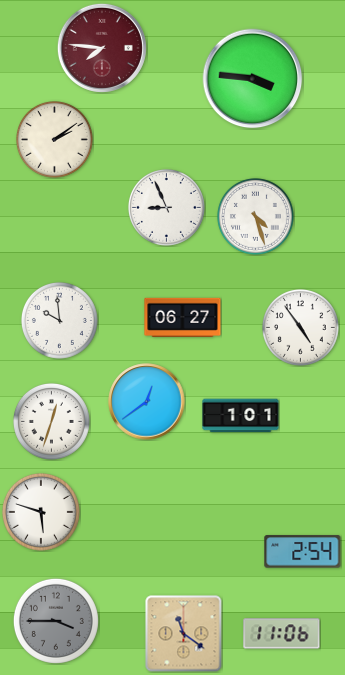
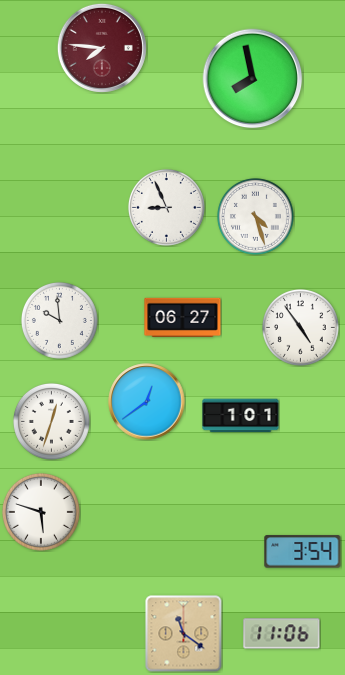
clock at (253, 79): 3:46 -> 7:58
clock at (54, 139): 2:09 -> none
clock at (303, 552): 2:54 -> 3:54
clock at (56, 621): 3:45 -> none
